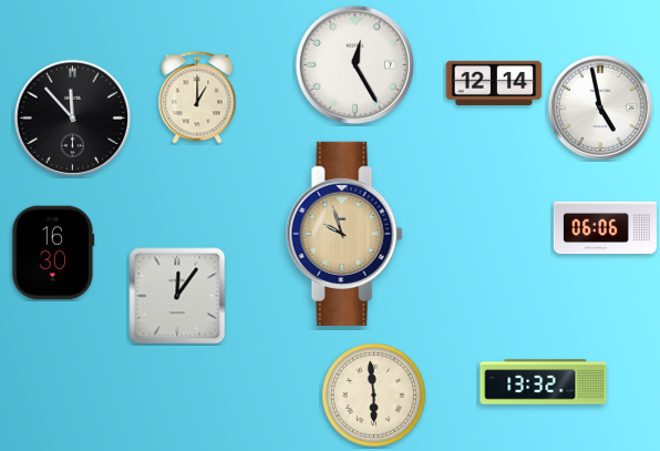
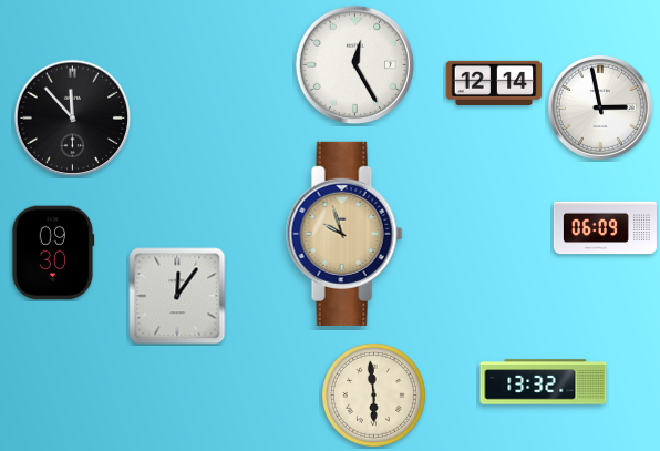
clock at (197, 98): 1:00 -> none
clock at (600, 107): 4:58 -> 2:58
clock at (605, 228): 06:06 -> 06:09
clock at (53, 253): 16:30 -> 09:30
